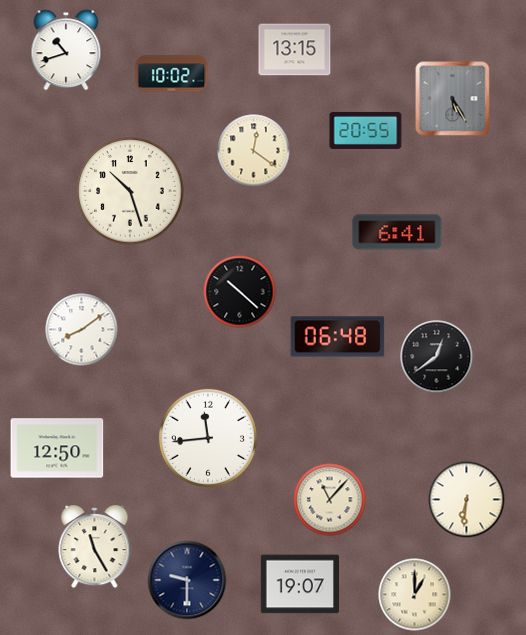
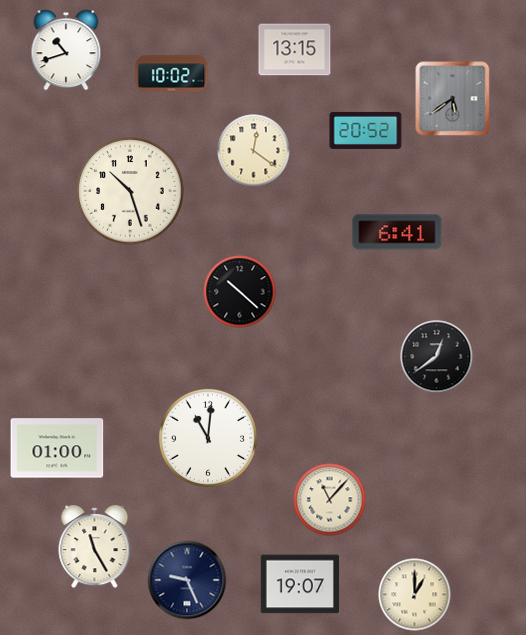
clock at (453, 99): 5:25 -> 5:39
clock at (366, 130): 20:55 -> 20:52
clock at (82, 330): 8:09 -> none
clock at (338, 337): 06:48 -> none
clock at (208, 438): 11:44 -> 11:01
clock at (57, 448): 12:50 -> 01:00
clock at (467, 500): 6:31 -> none
clock at (187, 580): 9:30 -> 9:26
